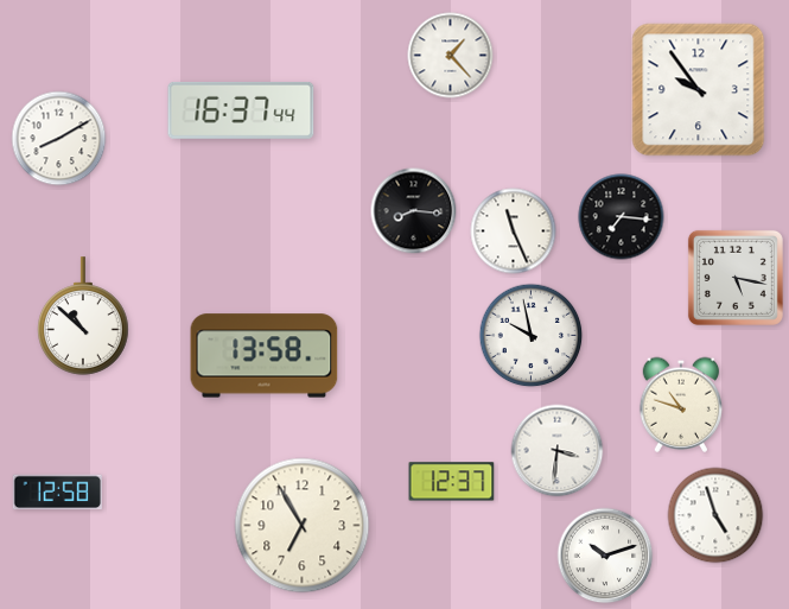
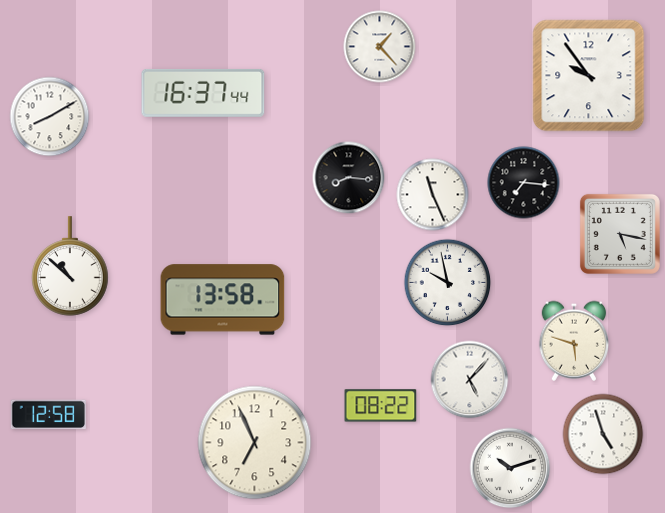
clock at (681, 405): 10:48 -> 5:48
clock at (558, 451): 3:31 -> 5:07
clock at (452, 482): 12:37 -> 08:22
clock at (303, 526): 6:55 -> 6:56
